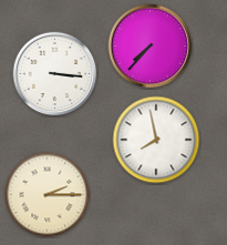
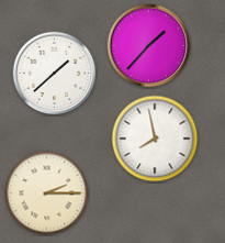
clock at (151, 47): 7:37 -> 1:37
clock at (55, 74): 3:16 -> 1:38
